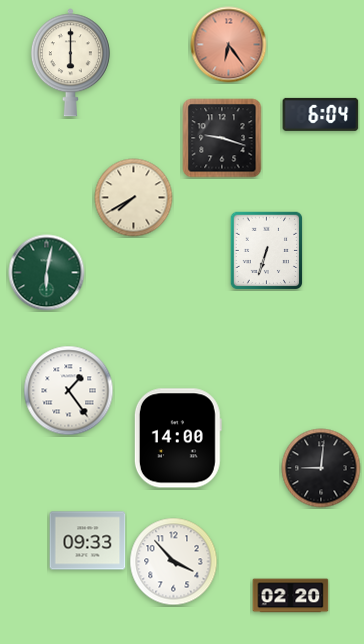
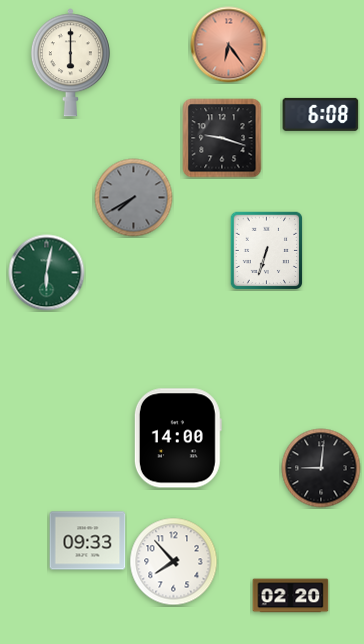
clock at (321, 114): 6:04 -> 6:08
clock at (134, 198) dial: cream -> grey
clock at (69, 391): 1:24 -> none
clock at (174, 562): 3:53 -> 7:53
